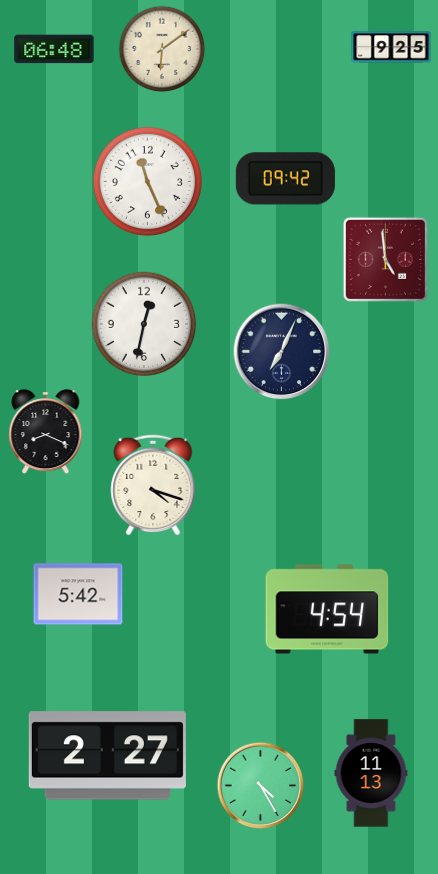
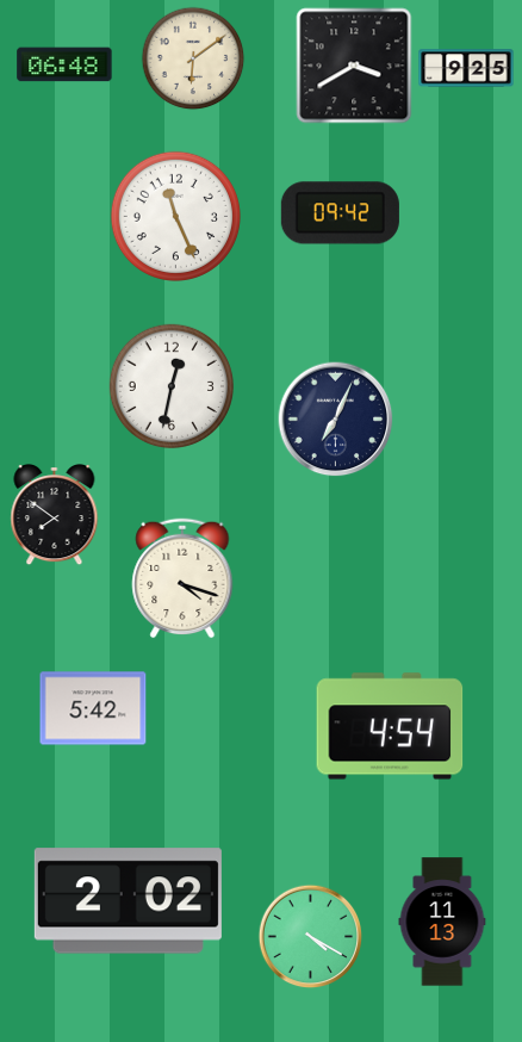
clock at (391, 47) position: (391, 47) -> (466, 68)
clock at (54, 49) position: (54, 49) -> (64, 64)
clock at (354, 66): none -> 3:40
clock at (385, 259): 4:59 -> none
clock at (46, 433): 8:19 -> 7:51
clock at (107, 756): 2:27 -> 2:02
clock at (261, 786): 4:25 -> 4:20
